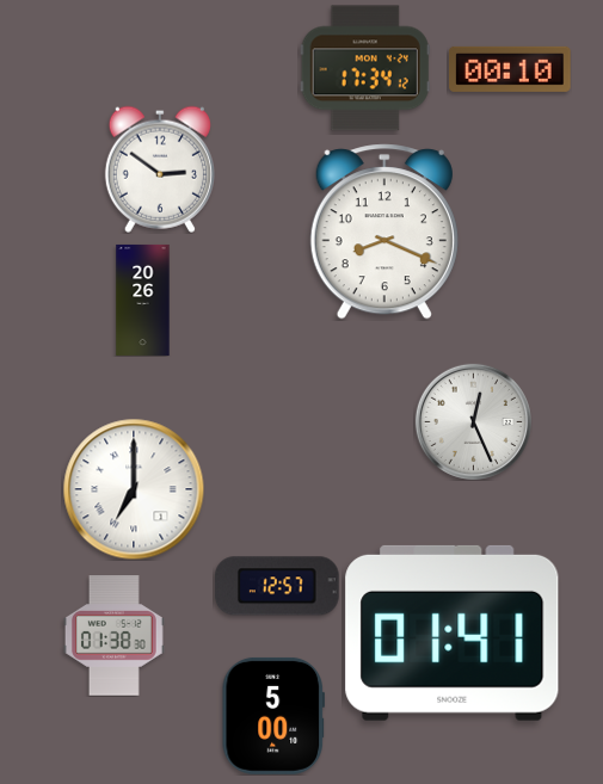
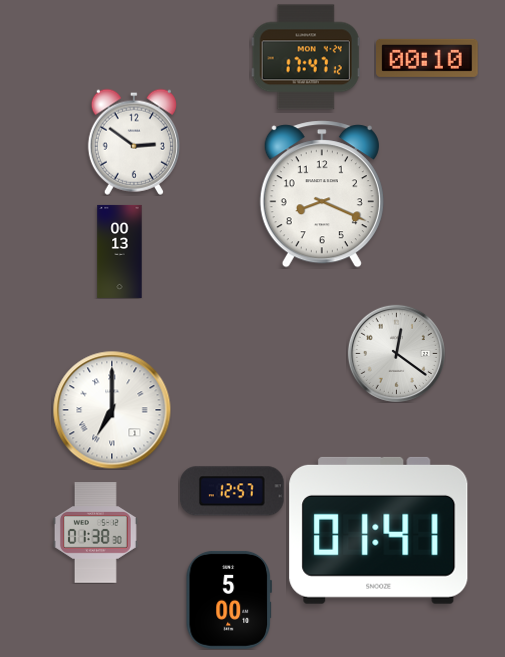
clock at (365, 68): 17:34 -> 17:47
clock at (143, 300): 20:26 -> 00:13
clock at (473, 421): 12:26 -> 12:21
